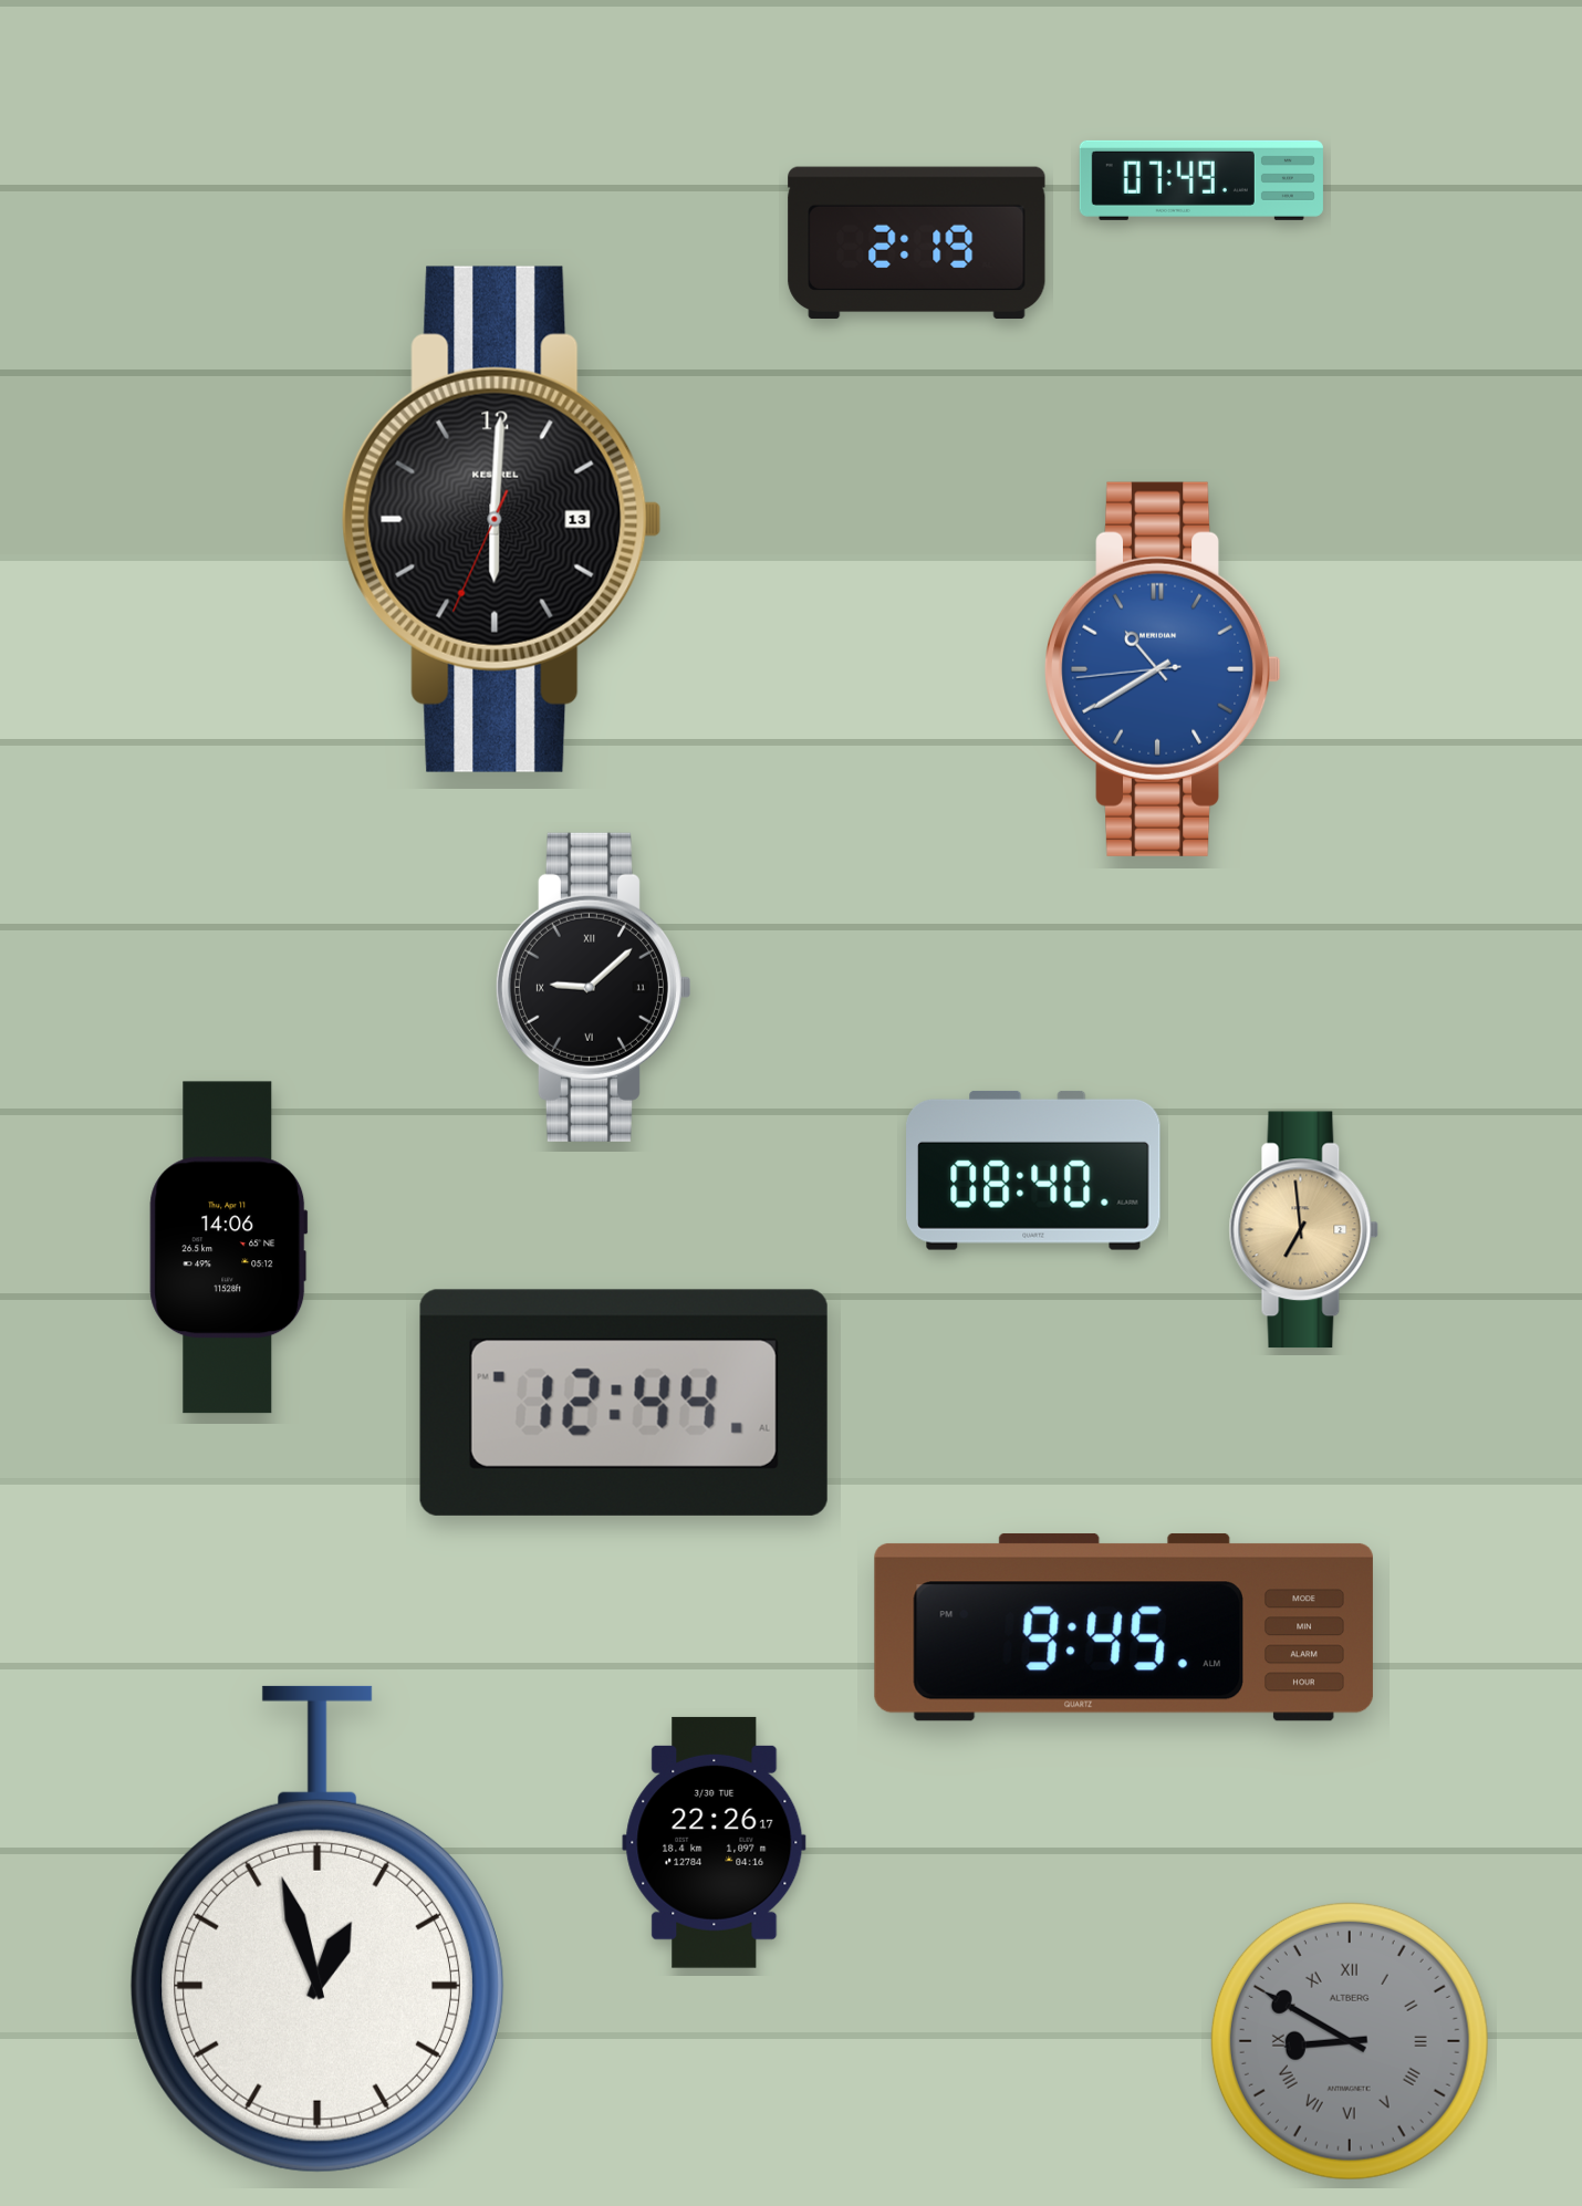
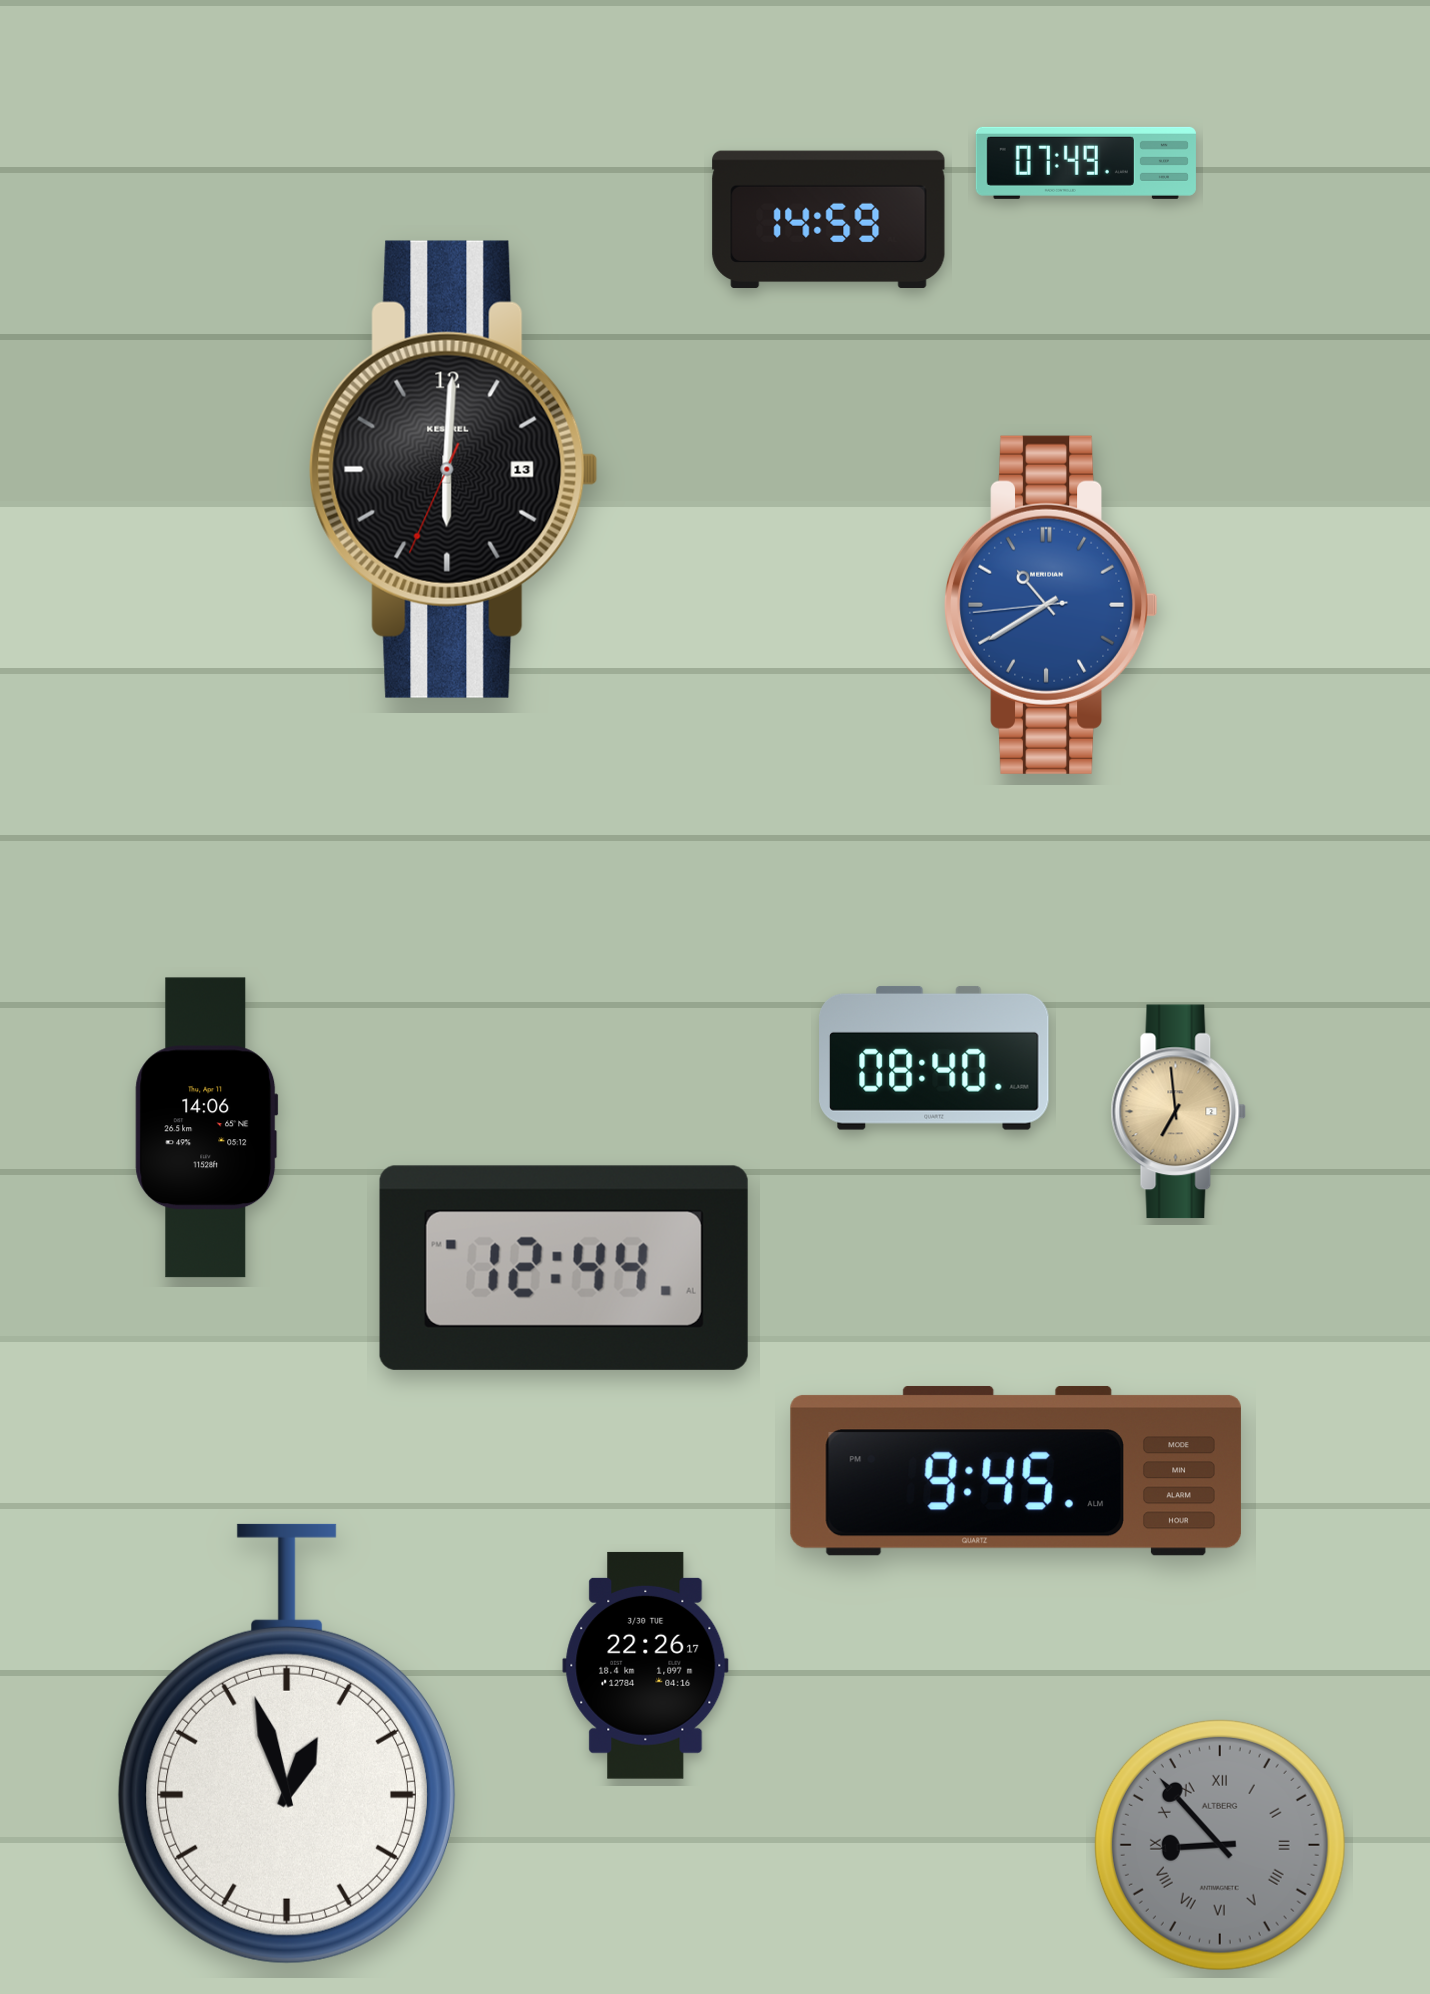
clock at (917, 243): 2:19 -> 14:59
clock at (593, 987): 9:08 -> none
clock at (1350, 2041): 8:50 -> 8:53
